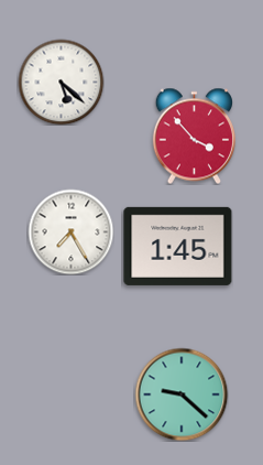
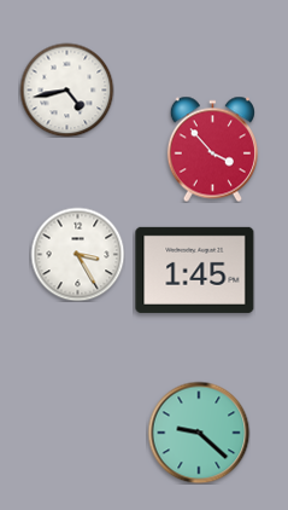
clock at (61, 82): 5:22 -> 4:43
clock at (70, 231): 7:25 -> 3:25
